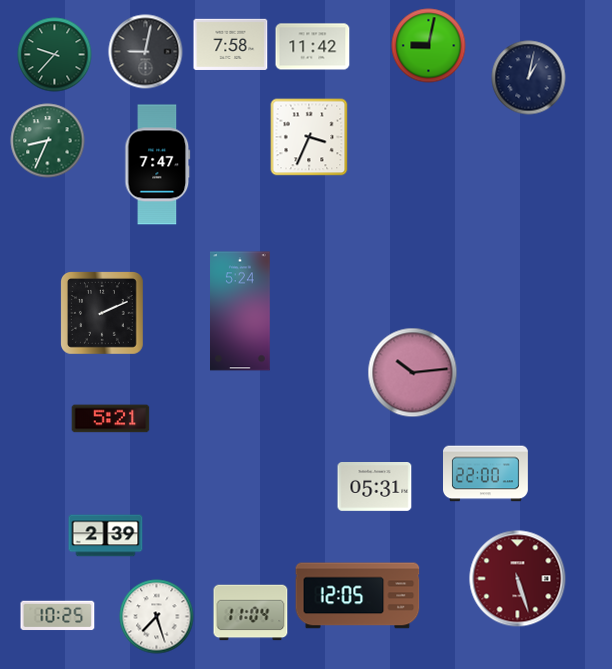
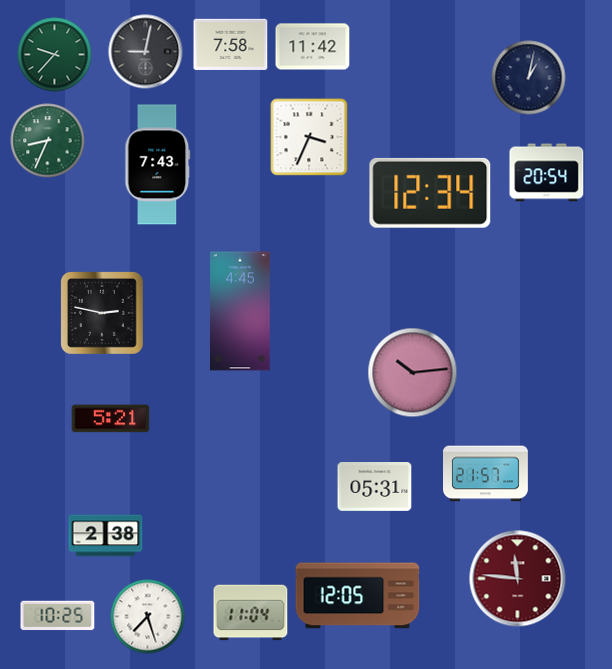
clock at (429, 46): 9:02 -> none
clock at (158, 165): 7:47 -> 7:43
clock at (547, 173): none -> 20:54
clock at (430, 193): none -> 12:34
clock at (241, 311): 5:24 -> 4:45
clock at (103, 314): 2:11 -> 2:47
clock at (486, 474): 22:00 -> 21:57
clock at (106, 536): 2:39 -> 2:38
clock at (518, 579): 5:27 -> 11:46
clock at (157, 617) position: (157, 617) -> (148, 617)
